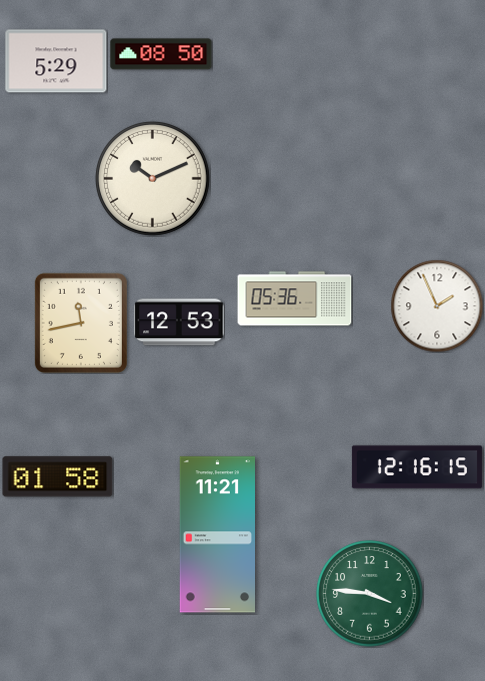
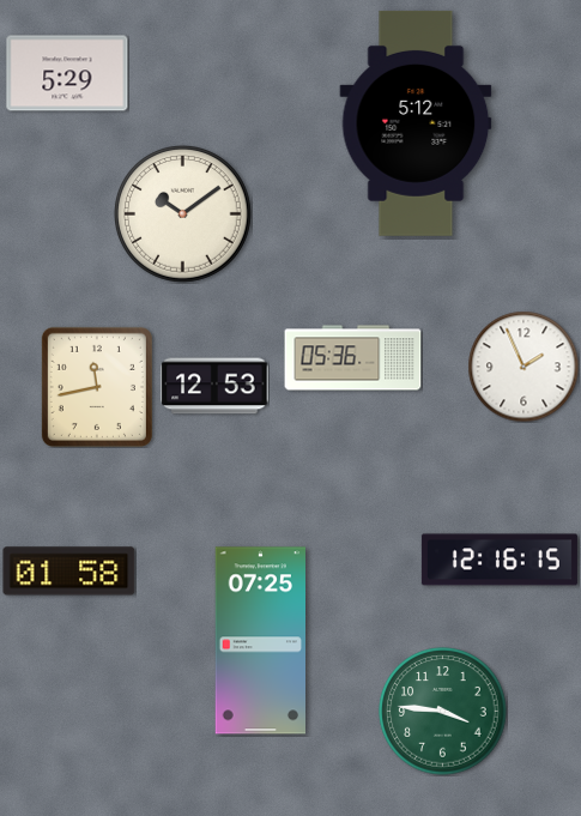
clock at (161, 54): 08:50 -> none
clock at (416, 123): none -> 5:12
clock at (153, 179): 10:11 -> 10:09
clock at (217, 535): 11:21 -> 07:25
